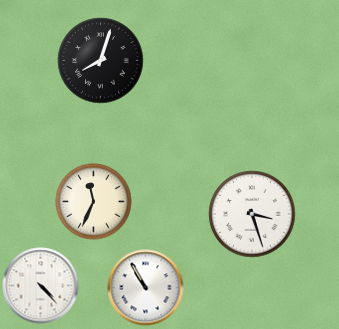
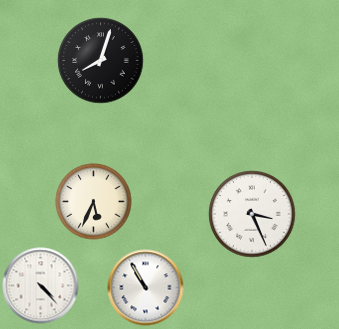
clock at (94, 202): 11:34 -> 5:34
clock at (252, 214): 3:27 -> 3:26
